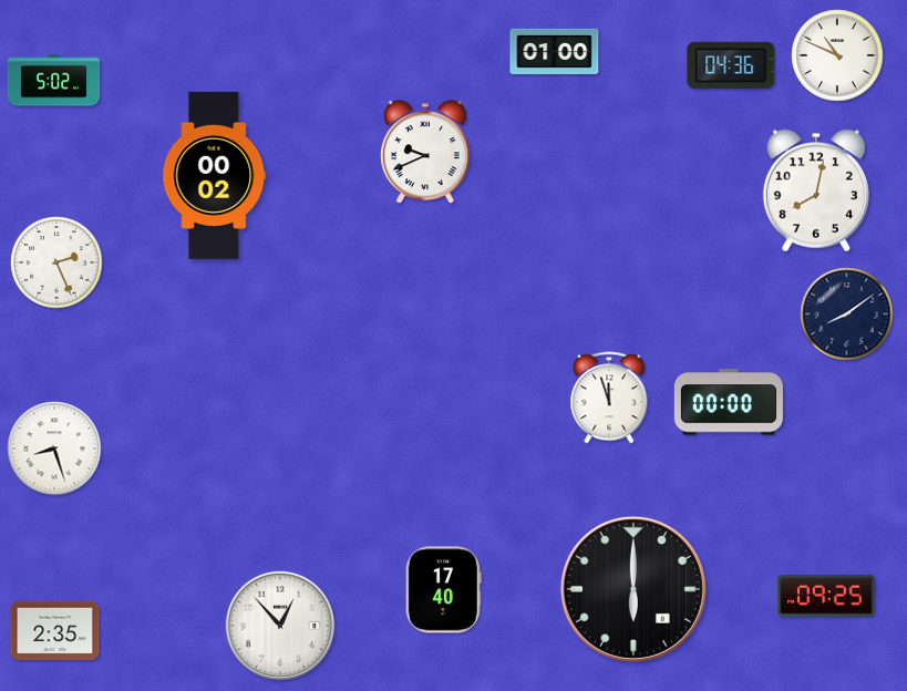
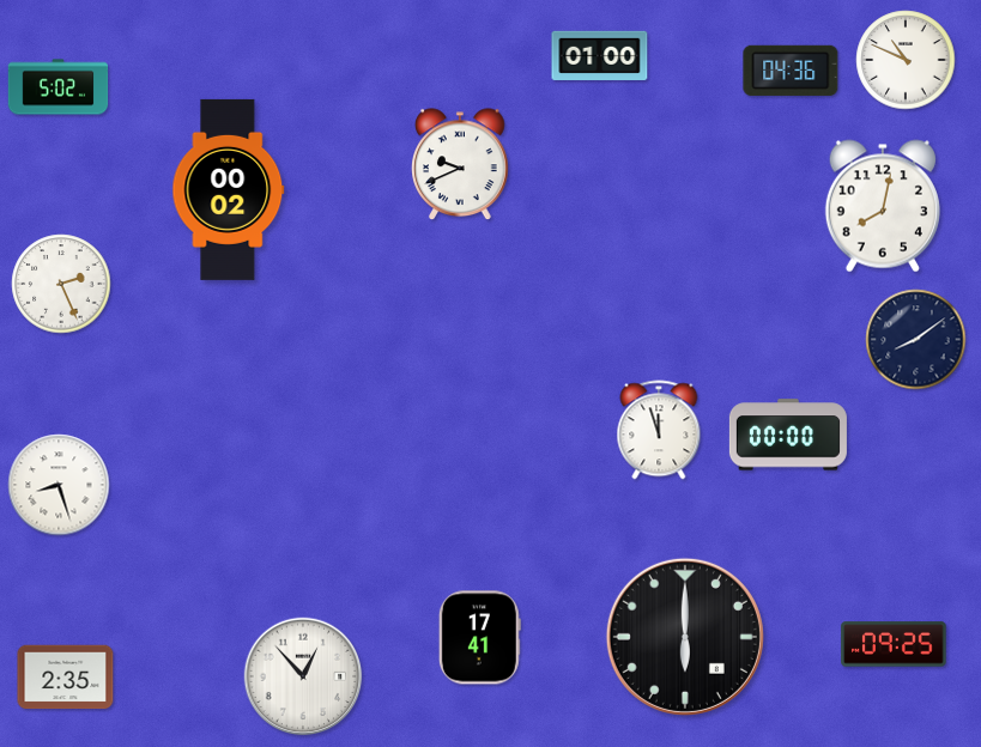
clock at (215, 175) position: (215, 175) -> (229, 189)
clock at (443, 590): 17:40 -> 17:41
clock at (55, 631) position: (55, 631) -> (66, 678)
